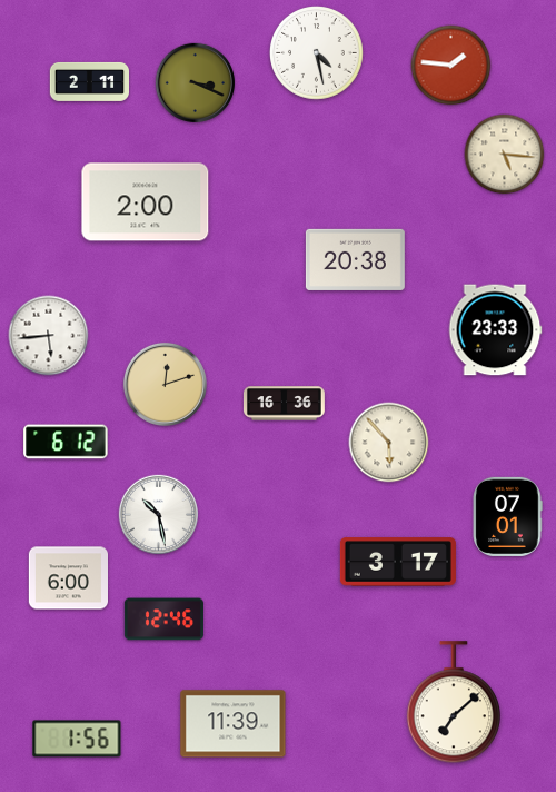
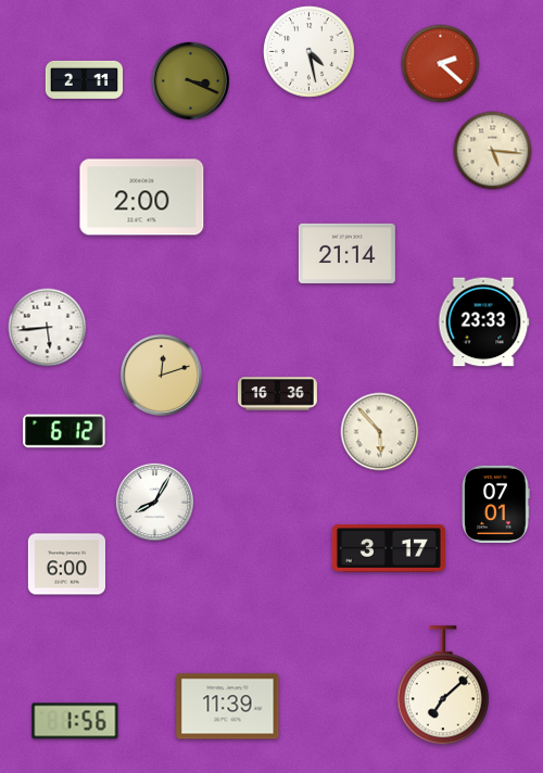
clock at (451, 66): 1:46 -> 2:22
clock at (89, 81) position: (89, 81) -> (84, 79)
clock at (355, 259): 20:38 -> 21:14
clock at (158, 514): 10:28 -> 8:05
clock at (163, 620): 12:46 -> none
